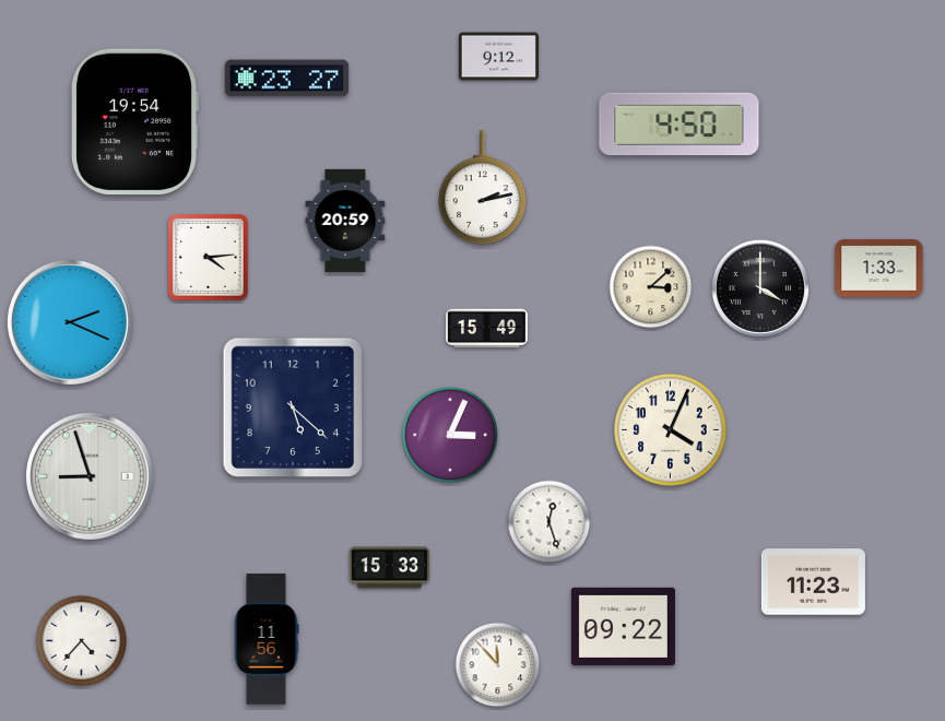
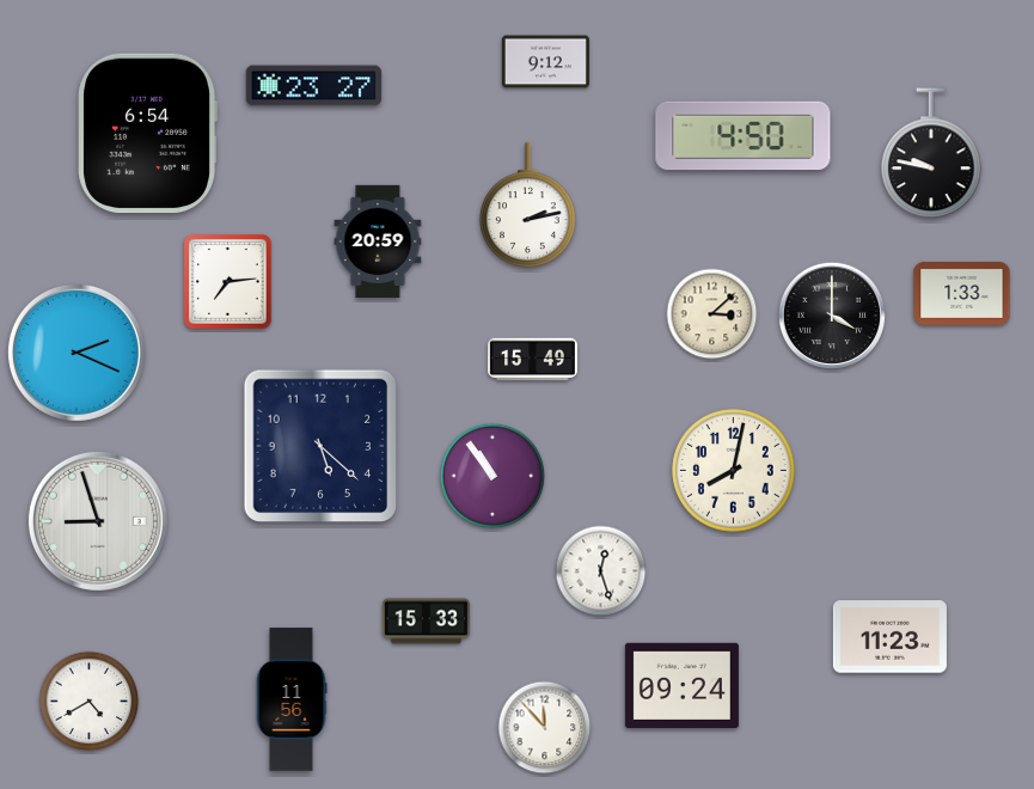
clock at (134, 122): 19:54 -> 6:54
clock at (931, 154): none -> 9:47
clock at (209, 258): 4:14 -> 7:14
clock at (671, 430): 4:04 -> 8:02
clock at (449, 434): 3:04 -> 10:54
clock at (623, 626): 09:22 -> 09:24
clock at (82, 641): 4:37 -> 4:40
